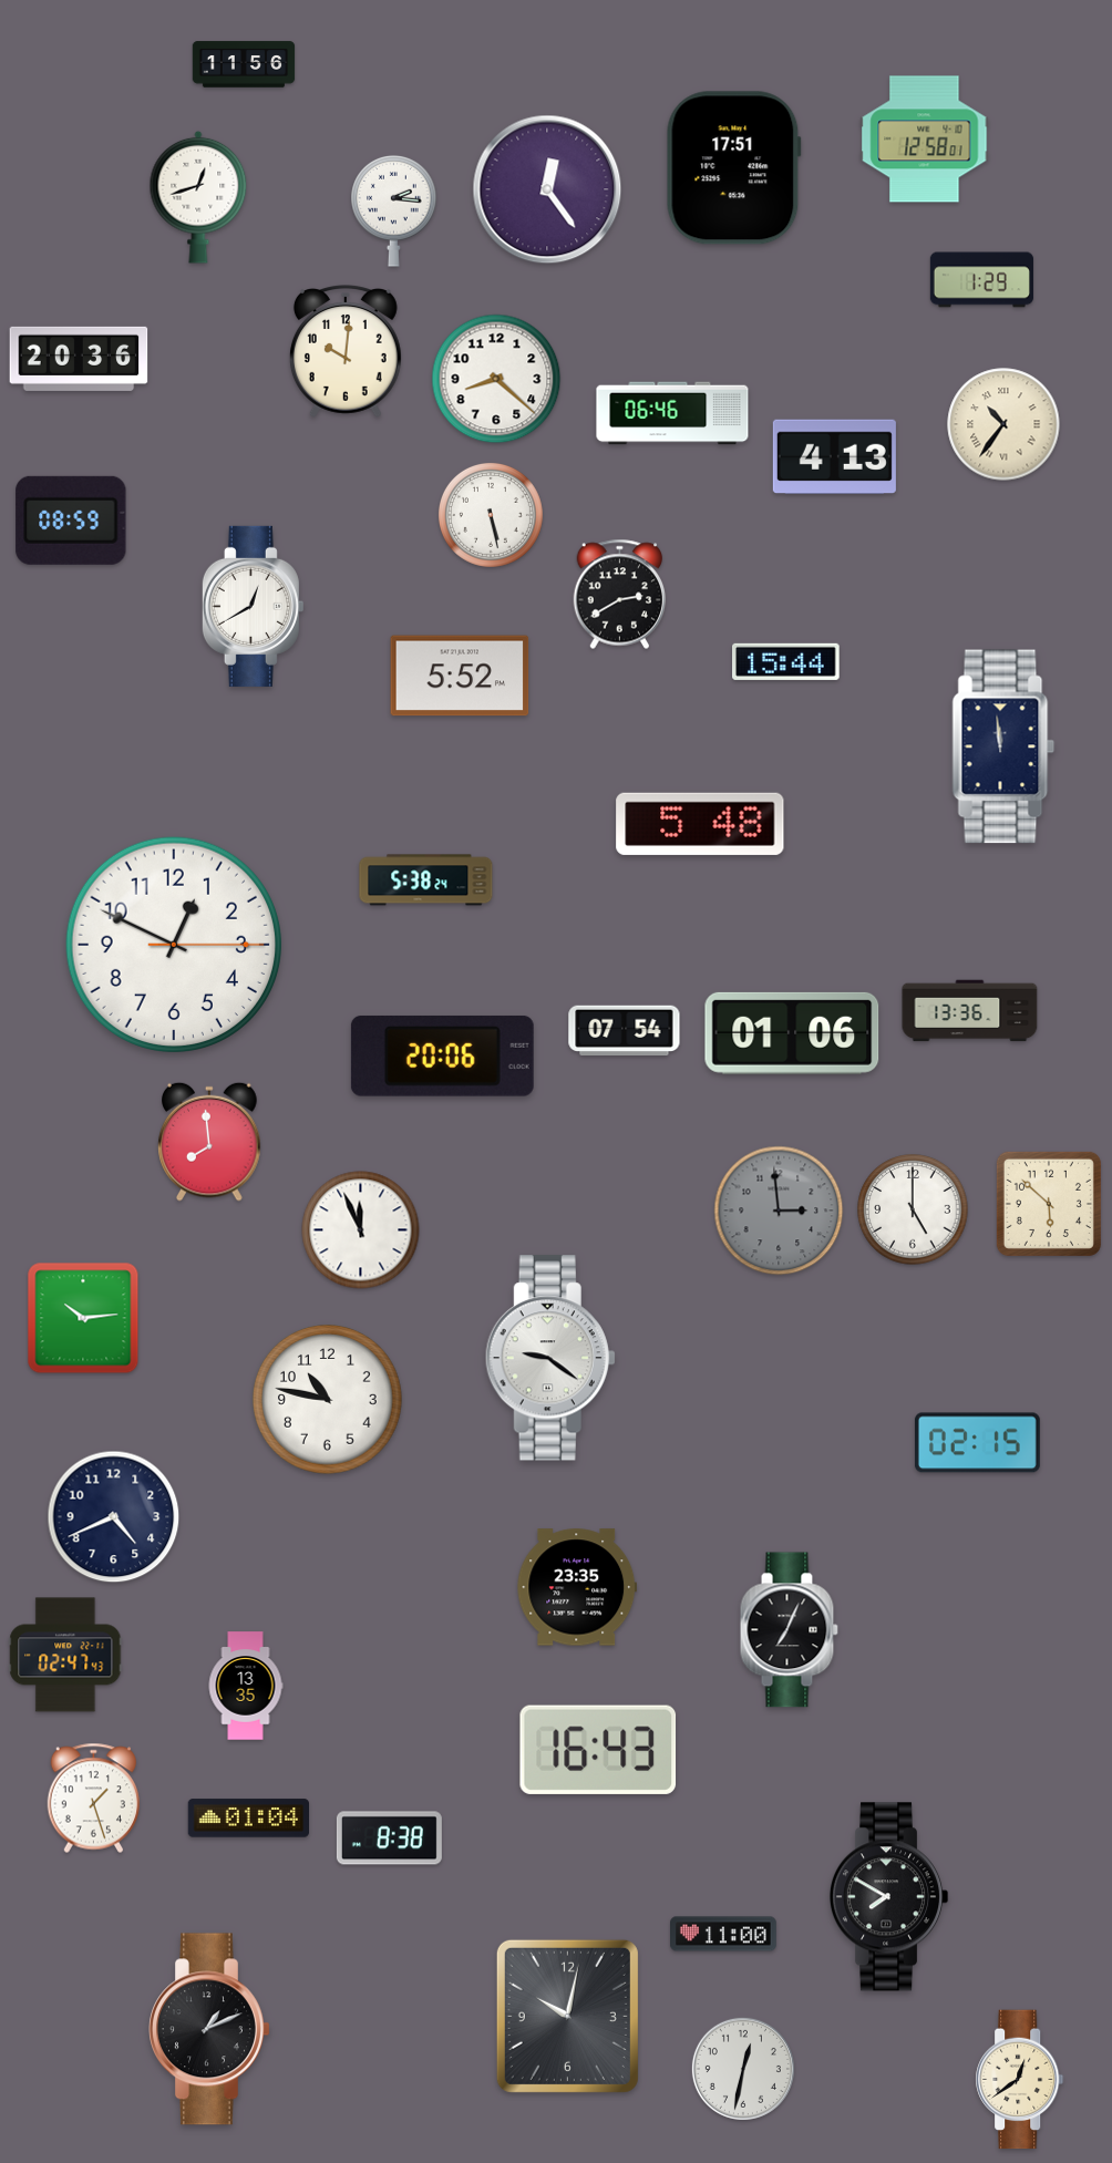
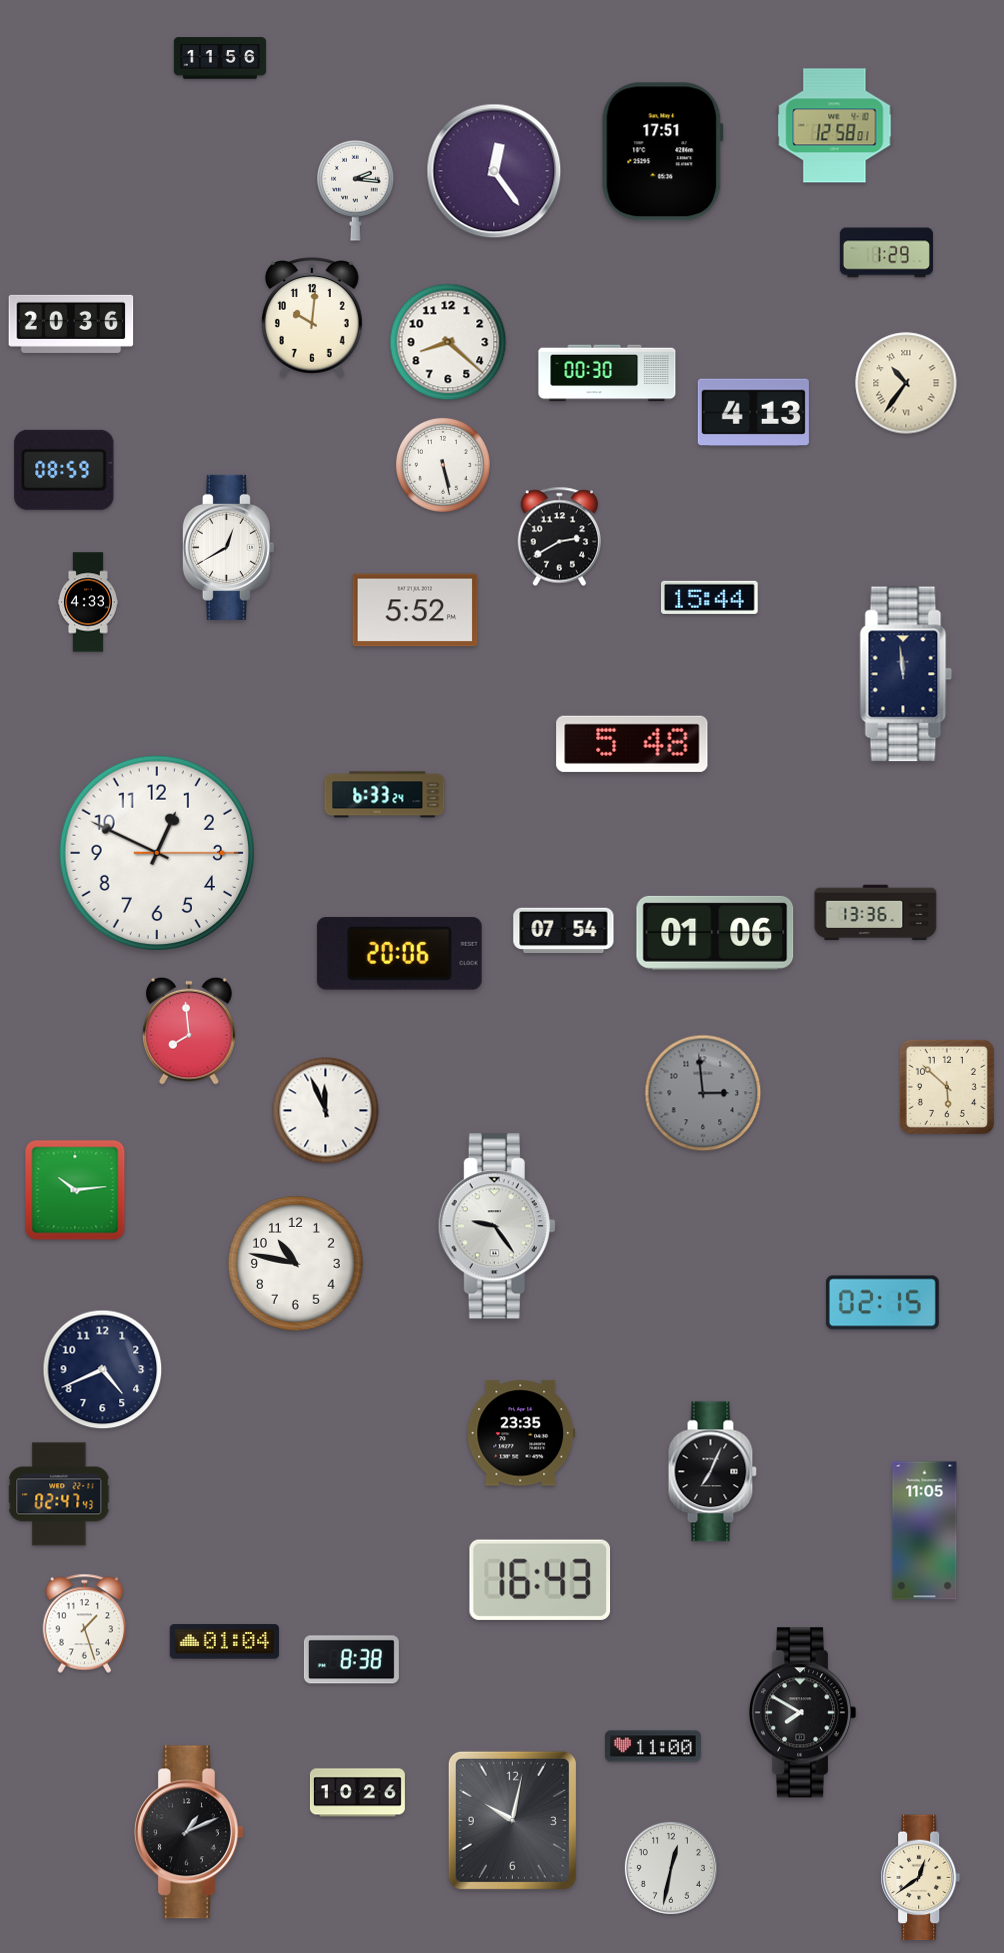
clock at (198, 197): 12:42 -> none
clock at (672, 413): 06:46 -> 00:30
clock at (88, 602): none -> 4:33
clock at (426, 880): 5:38 -> 6:33
clock at (913, 1209): 5:00 -> none
clock at (550, 1358): 9:21 -> 9:24
clock at (246, 1686): 13:35 -> none
clock at (925, 1531): none -> 11:05
clock at (357, 1793): none -> 10:26
